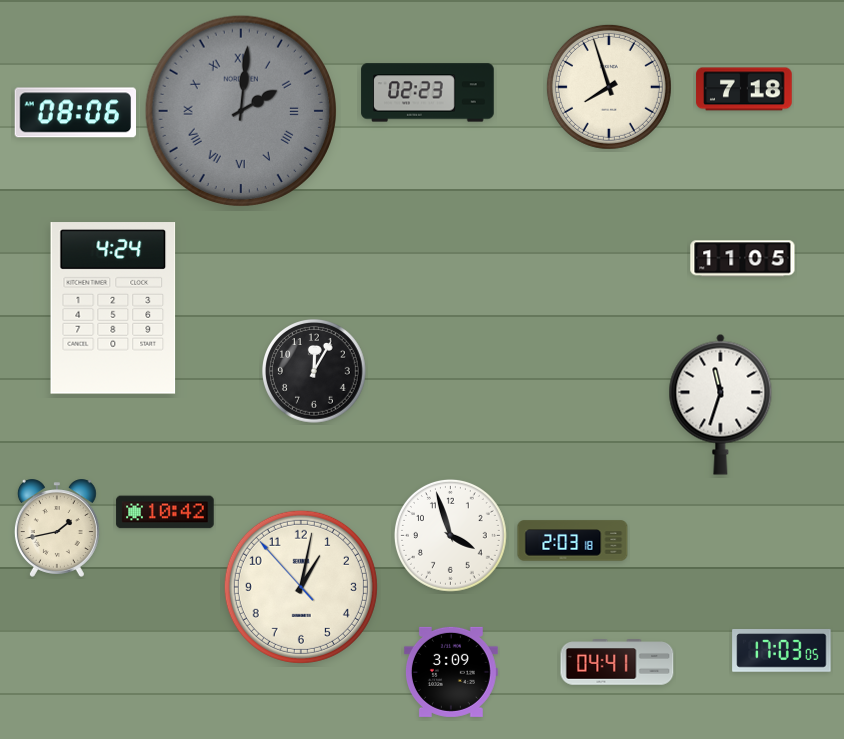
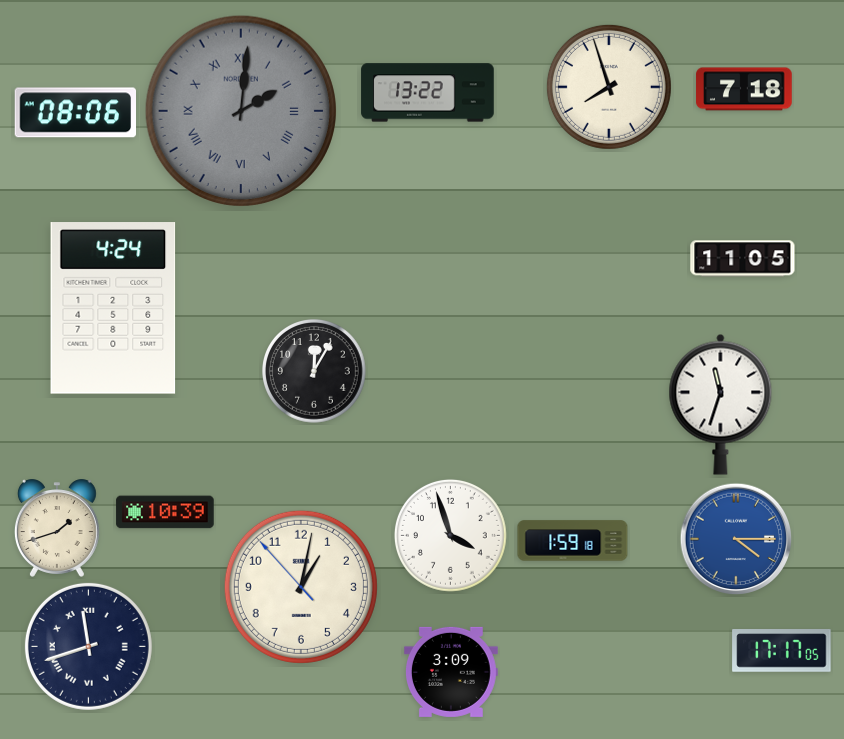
clock at (428, 93): 02:23 -> 13:22
clock at (165, 512): 10:42 -> 10:39
clock at (57, 528): 1:43 -> 1:42
clock at (736, 539): none -> 4:15
clock at (573, 541): 2:03 -> 1:59
clock at (88, 646): none -> 11:42
clock at (782, 651): 17:03 -> 17:17
clock at (617, 662): 04:41 -> none
